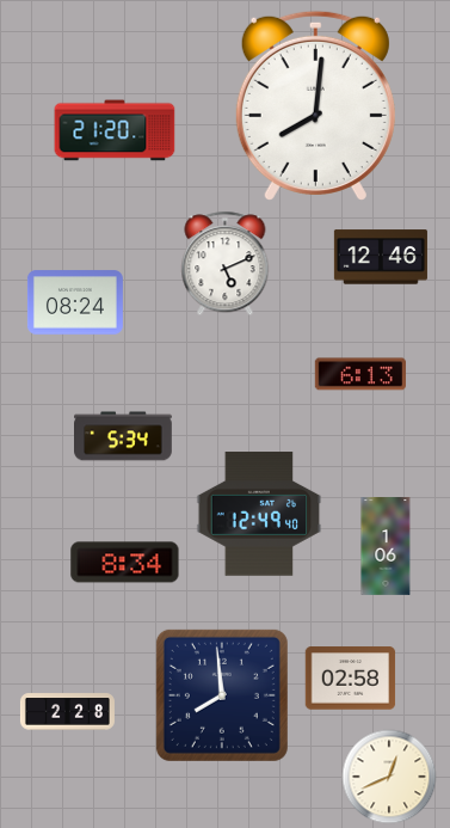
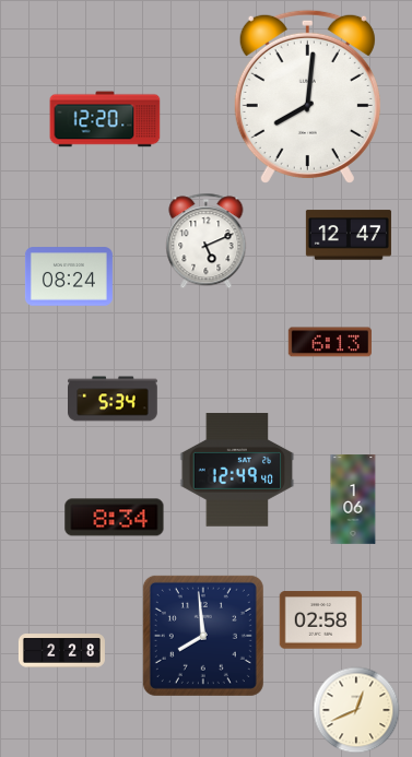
clock at (315, 105) position: (315, 105) -> (307, 96)
clock at (115, 130): 21:20 -> 12:20
clock at (381, 257): 12:46 -> 12:47
clock at (125, 563) position: (125, 563) -> (115, 518)
